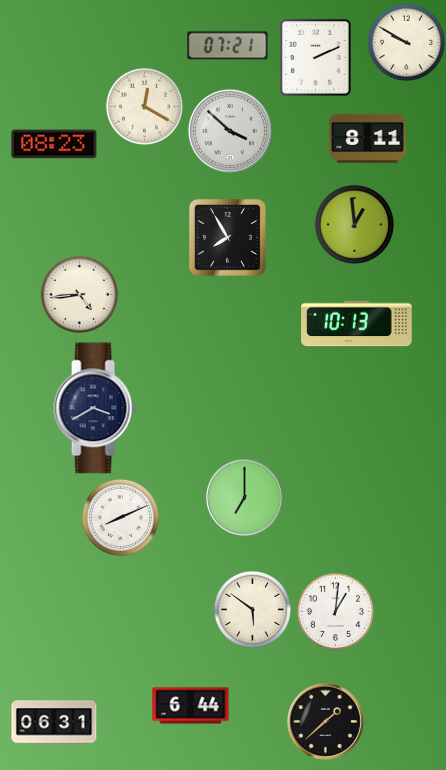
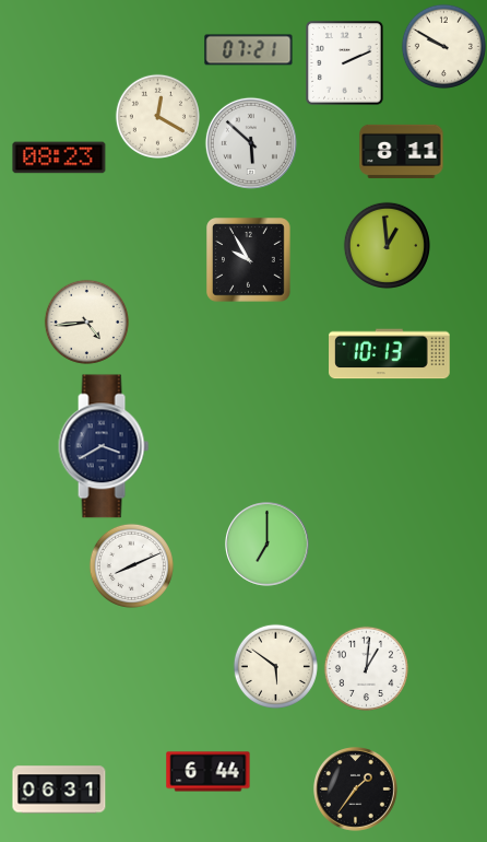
clock at (230, 131): 3:52 -> 5:52
clock at (228, 238): 7:55 -> 9:55
clock at (326, 722): 1:38 -> 1:36
